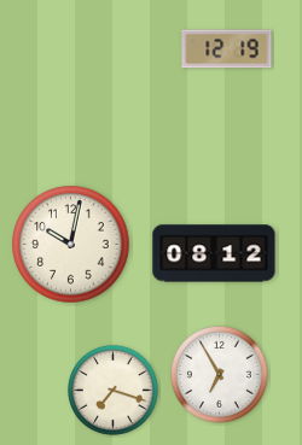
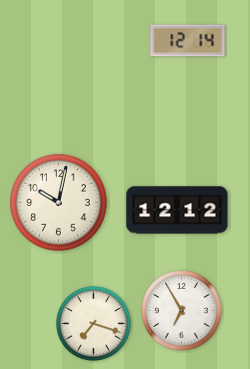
clock at (227, 49): 12:19 -> 12:14
clock at (214, 253): 08:12 -> 12:12
